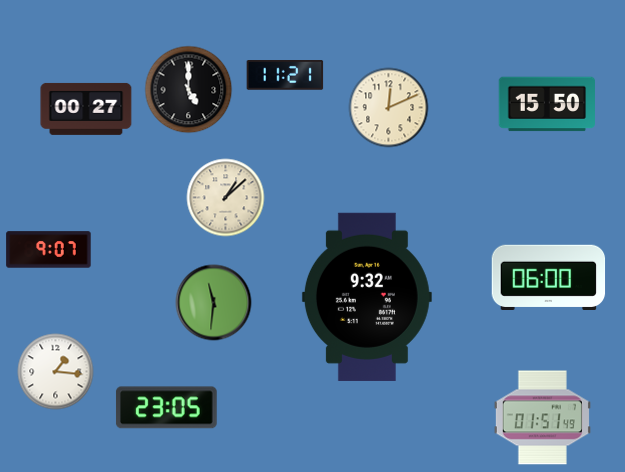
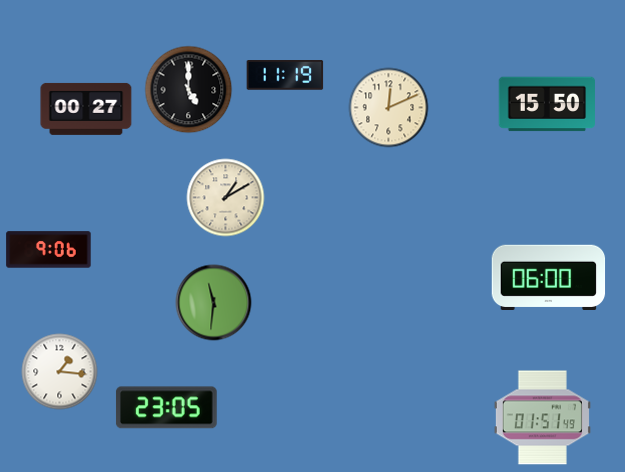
clock at (285, 76): 11:21 -> 11:19
clock at (226, 198): 1:08 -> 1:10
clock at (49, 250): 9:07 -> 9:06
clock at (367, 297): 9:32 -> none
clock at (56, 372) position: (56, 372) -> (60, 372)
